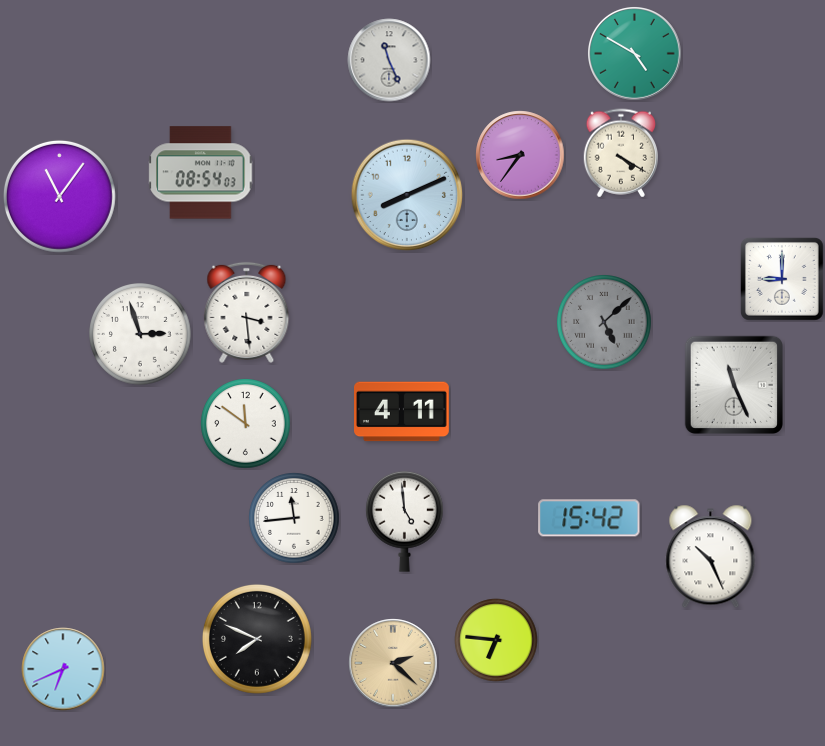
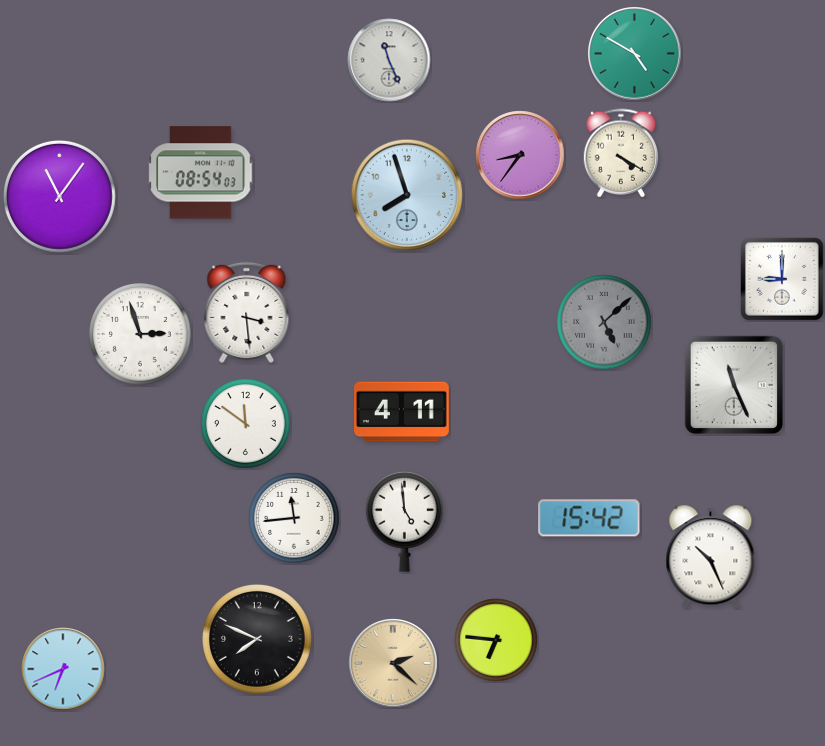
clock at (407, 195): 8:11 -> 7:57
